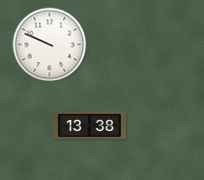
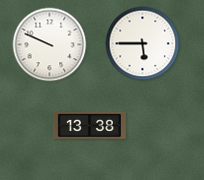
clock at (143, 44): none -> 5:45
